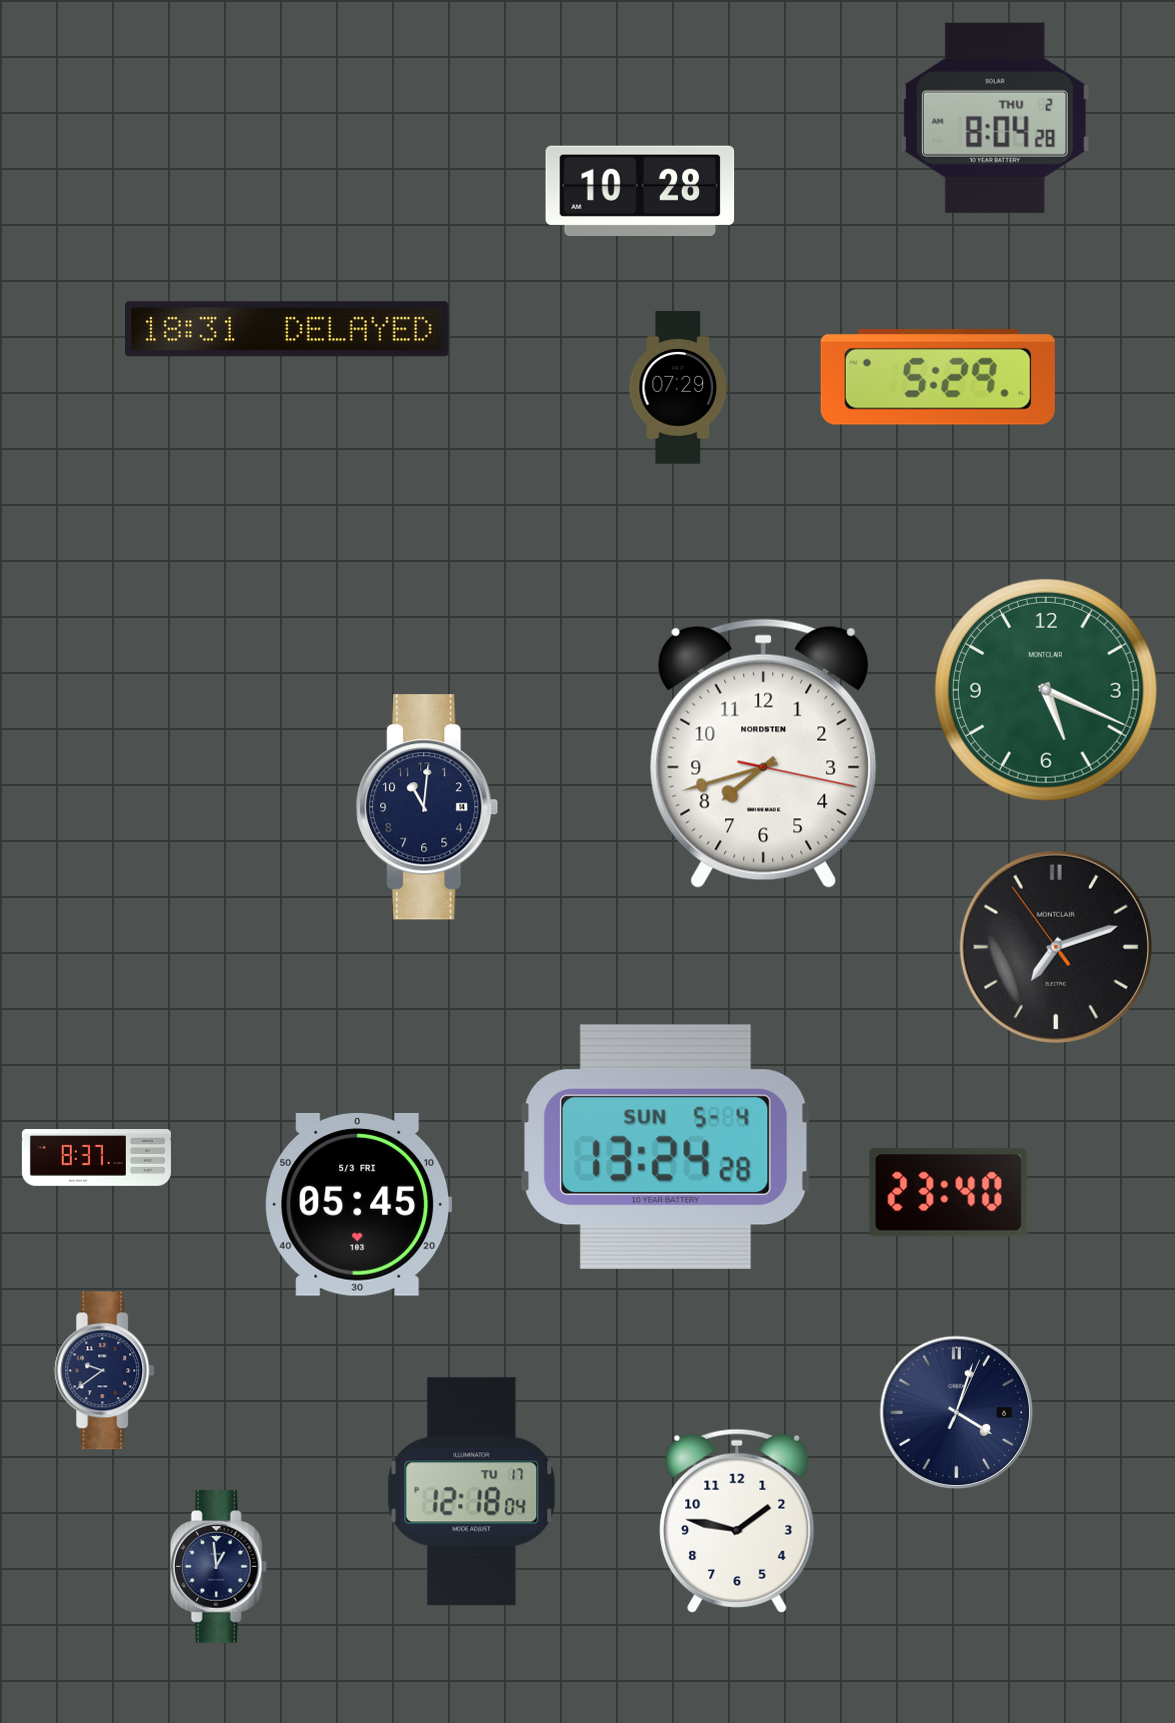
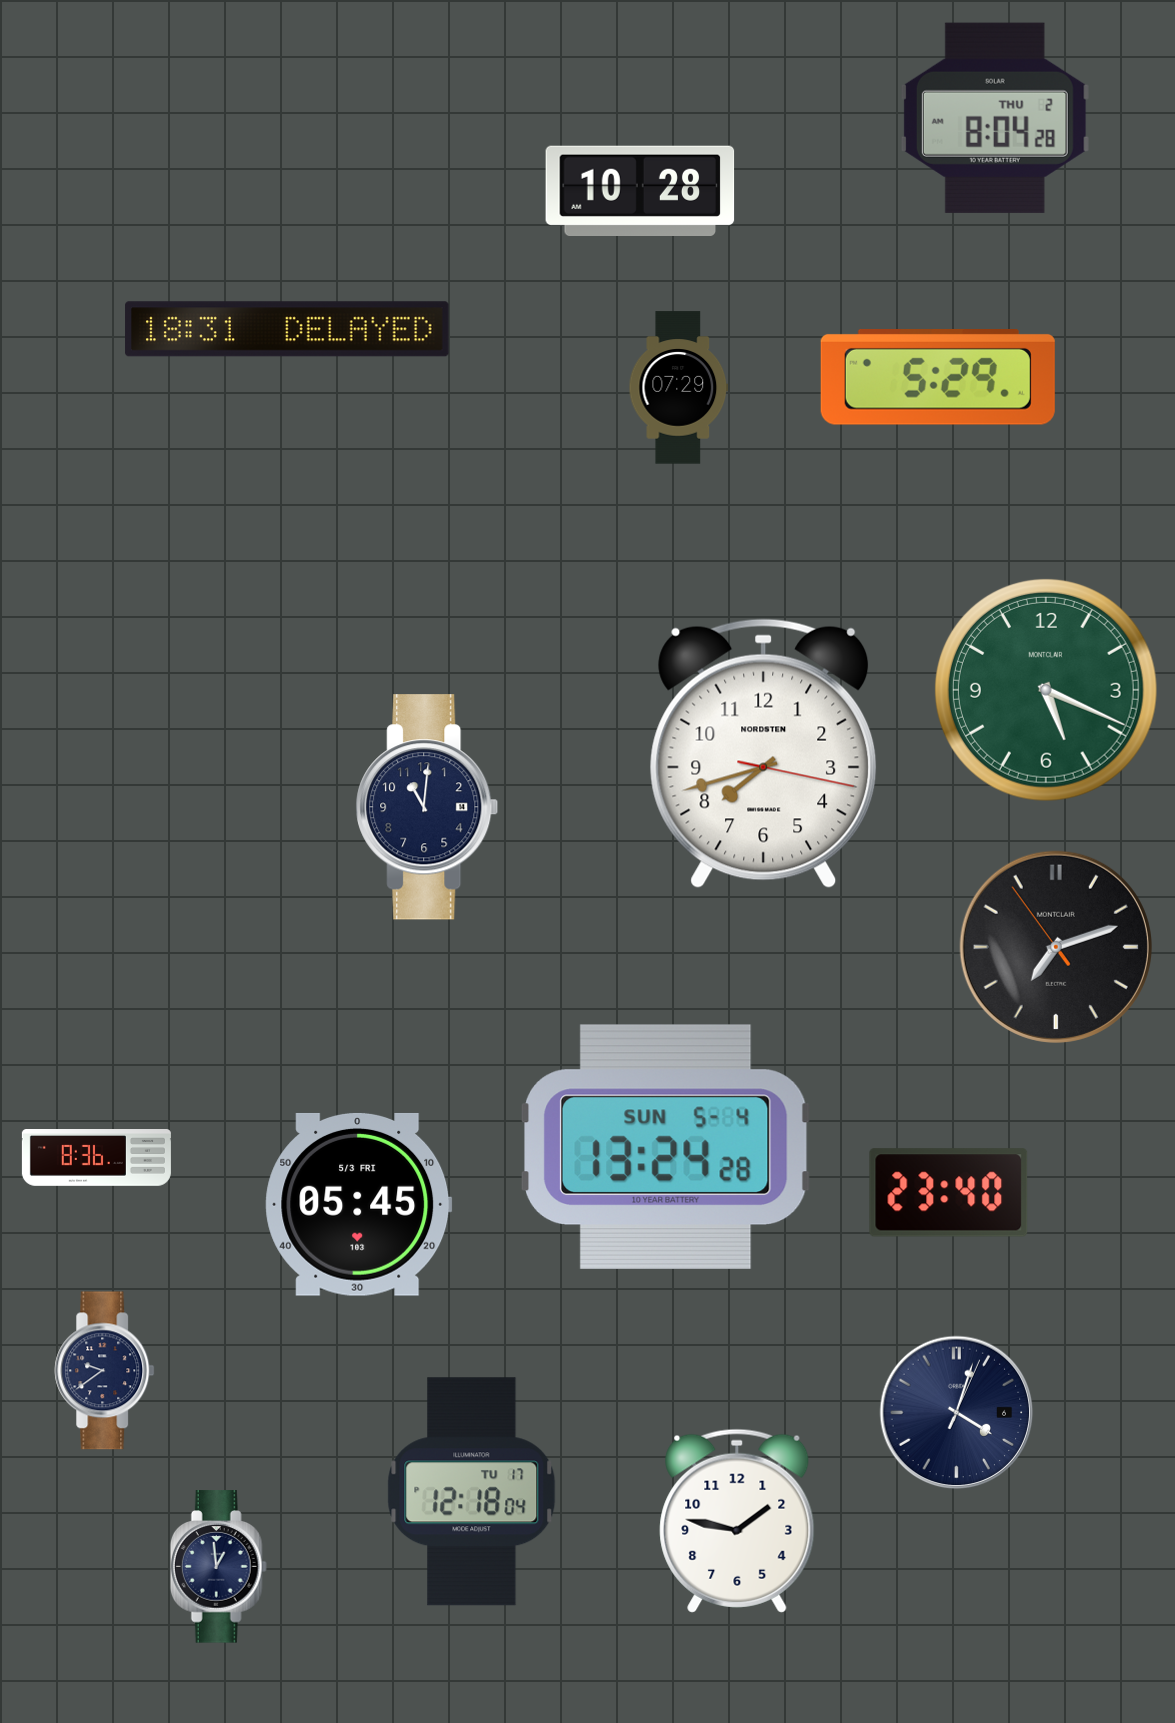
clock at (96, 1158): 8:37 -> 8:36
